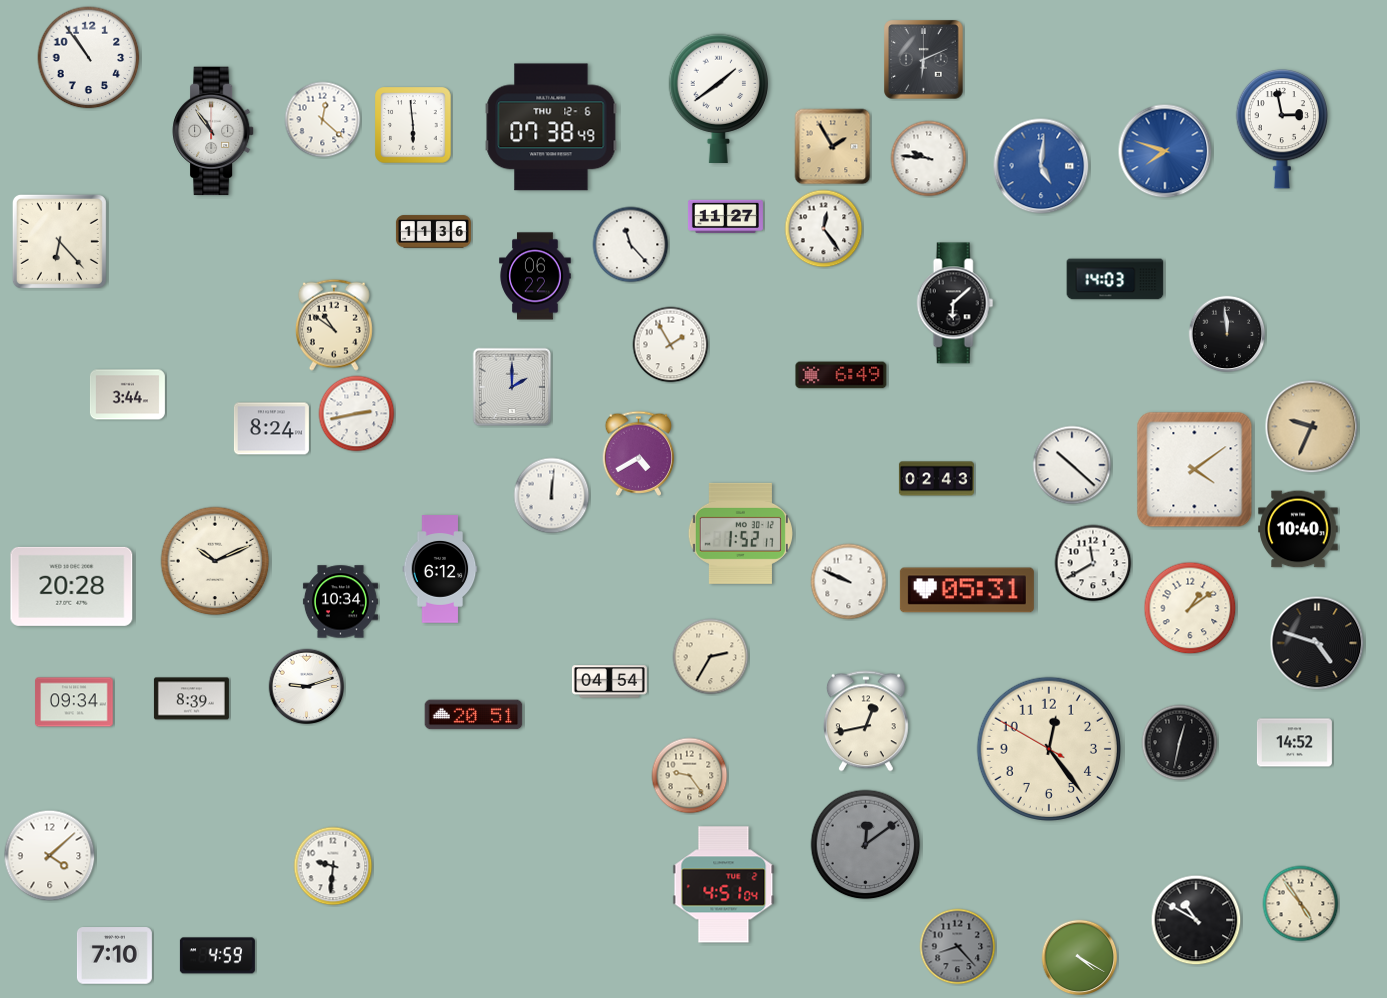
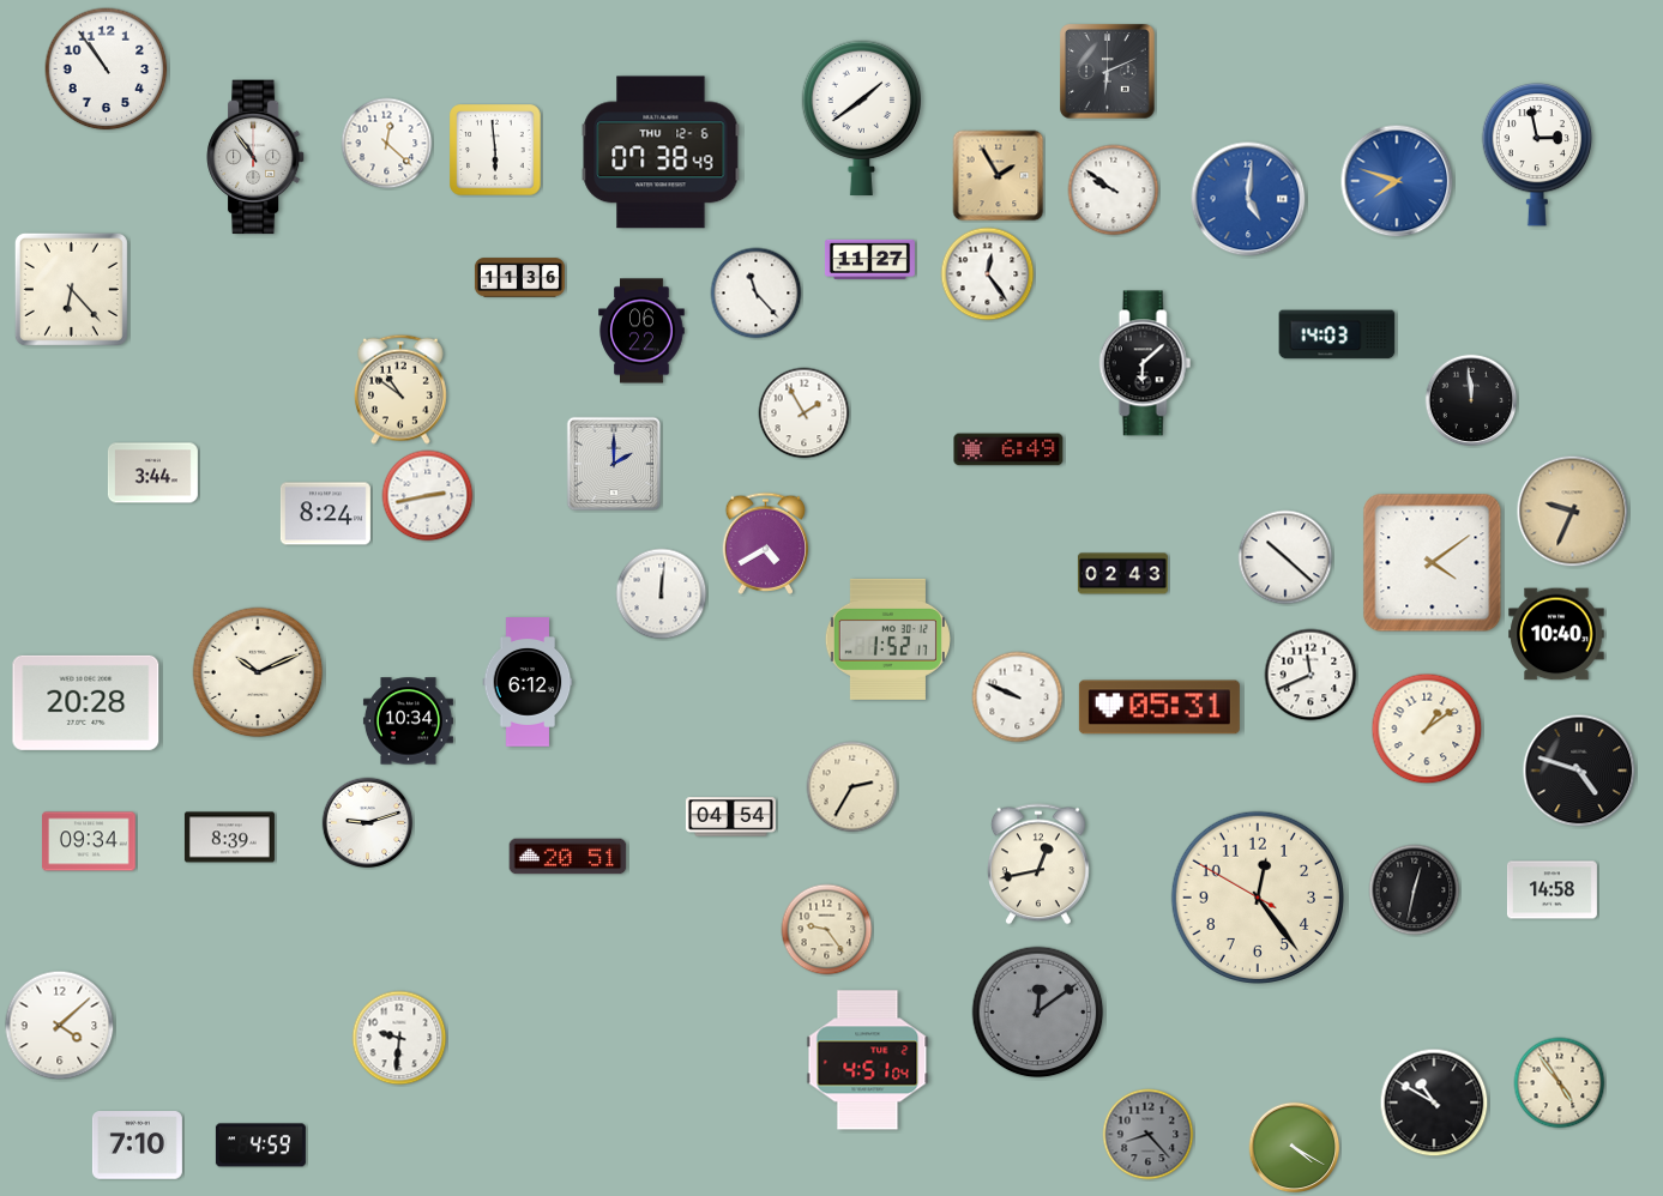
clock at (929, 159): 9:46 -> 9:51
clock at (1093, 563): 11:40 -> 11:41
clock at (1294, 743): 14:52 -> 14:58
